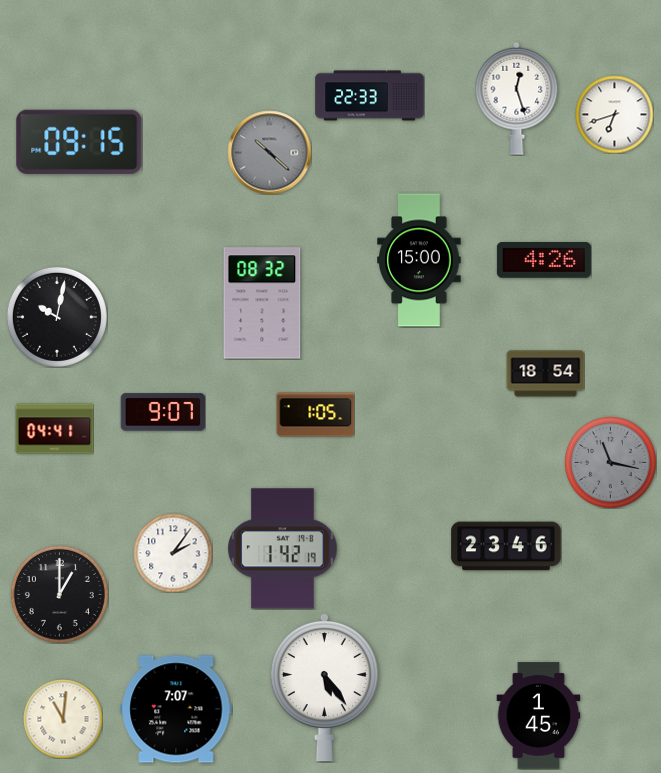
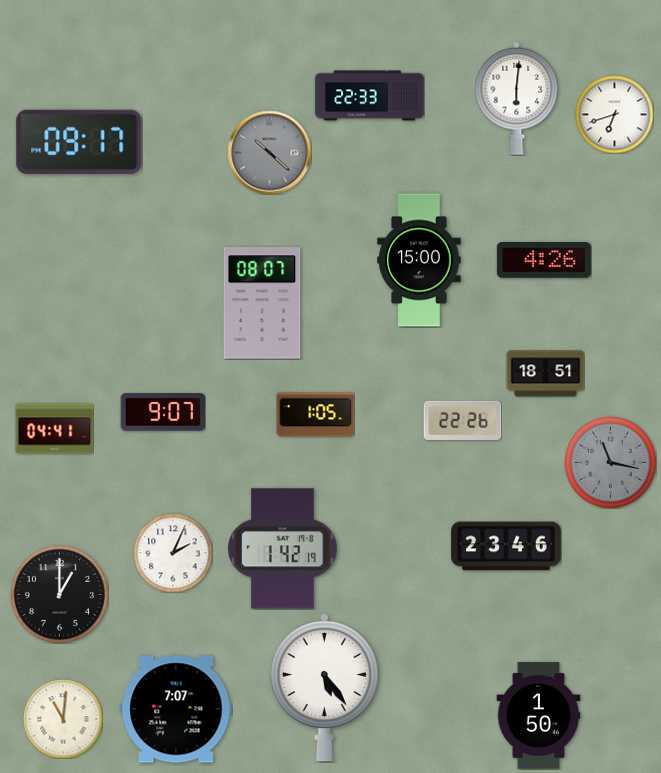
clock at (517, 98): 12:27 -> 6:01
clock at (79, 142): 09:15 -> 09:17
clock at (262, 303): 08:32 -> 08:07
clock at (57, 317): 10:02 -> none
clock at (545, 374): 18:54 -> 18:51
clock at (462, 420): none -> 22:26
clock at (173, 553): 2:06 -> 2:04
clock at (539, 716): 1:45 -> 1:50
